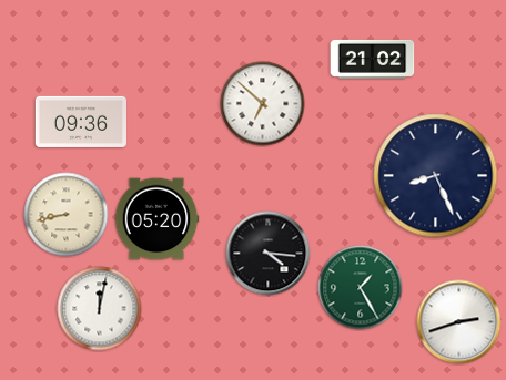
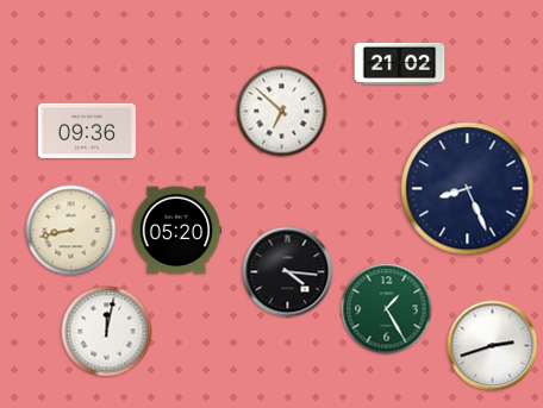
clock at (156, 219) position: (156, 219) -> (176, 231)
